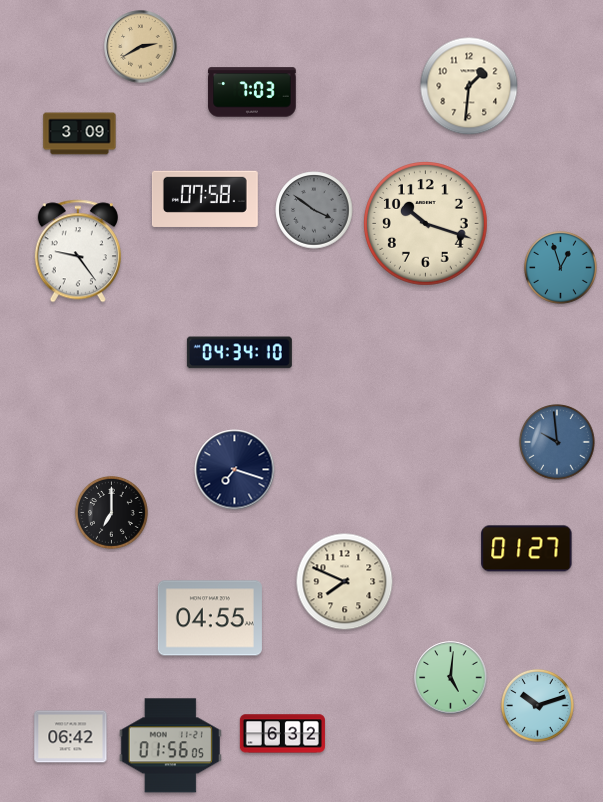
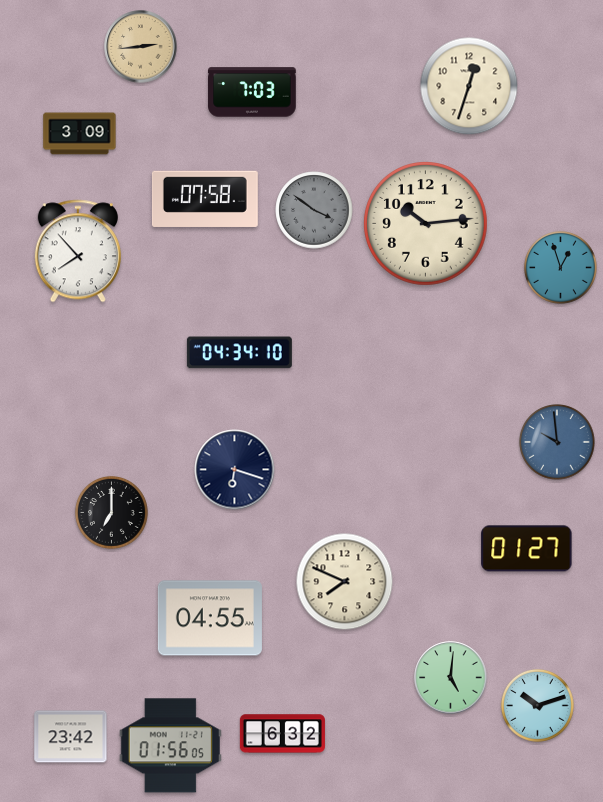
clock at (141, 47): 2:40 -> 2:44
clock at (469, 86): 1:31 -> 12:33
clock at (426, 224): 10:18 -> 10:14
clock at (78, 251): 9:24 -> 7:53
clock at (235, 470): 7:18 -> 6:18
clock at (71, 737): 06:42 -> 23:42
